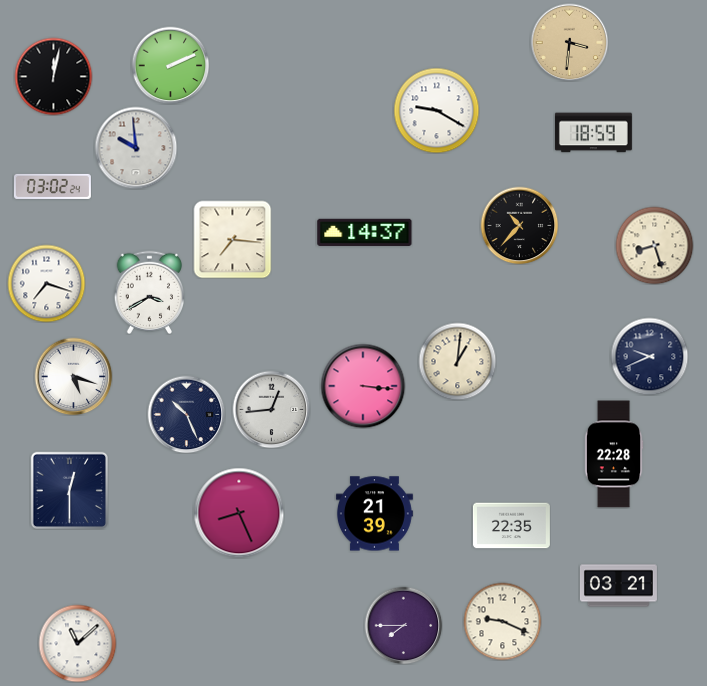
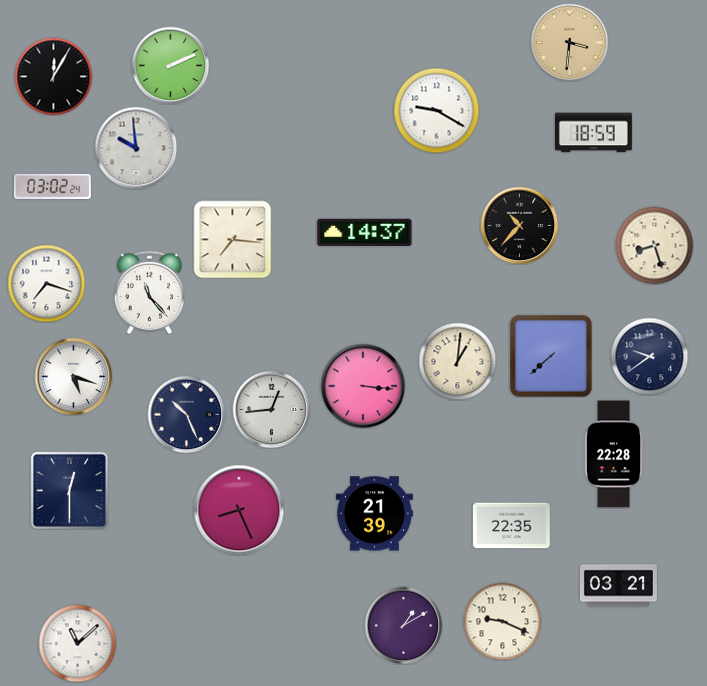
clock at (53, 76): 12:02 -> 12:05
clock at (150, 292): 3:40 -> 11:23
clock at (551, 356): none -> 7:38
clock at (649, 356): 9:41 -> 9:39
clock at (239, 513) position: (239, 513) -> (239, 510)
clock at (403, 625): 7:45 -> 1:10
